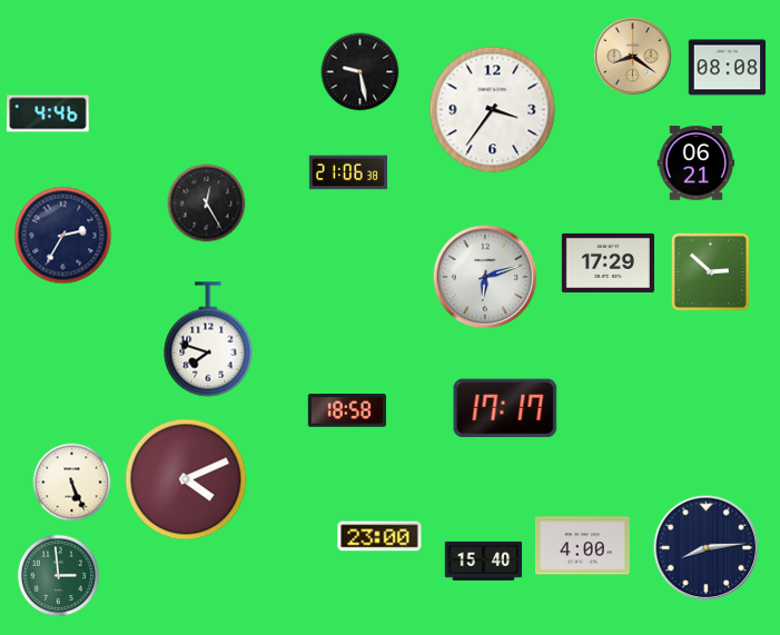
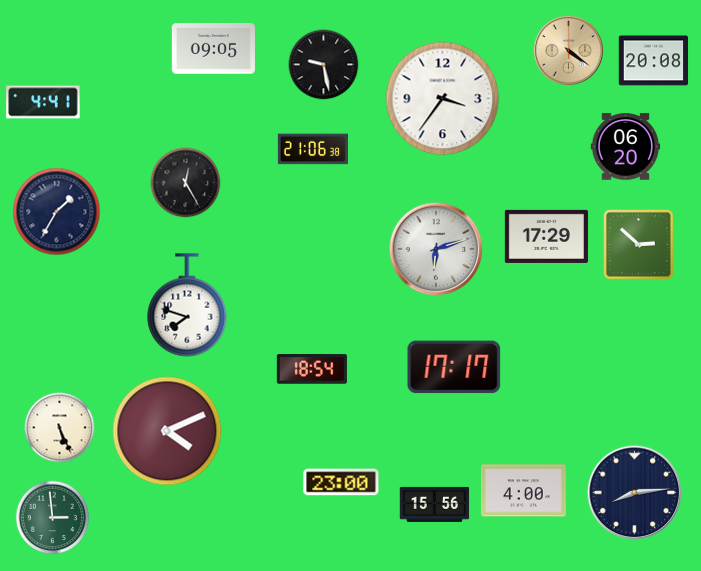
clock at (213, 49): none -> 09:05
clock at (632, 56): 8:21 -> 4:21
clock at (728, 68): 08:08 -> 20:08
clock at (48, 113): 4:46 -> 4:41
clock at (697, 163): 06:21 -> 06:20
clock at (348, 172) position: (348, 172) -> (313, 149)
clock at (63, 236): 2:35 -> 1:35
clock at (347, 410): 18:58 -> 18:54
clock at (72, 483) position: (72, 483) -> (60, 428)
clock at (484, 560): 15:40 -> 15:56
